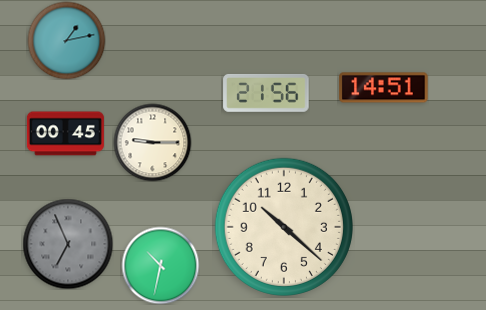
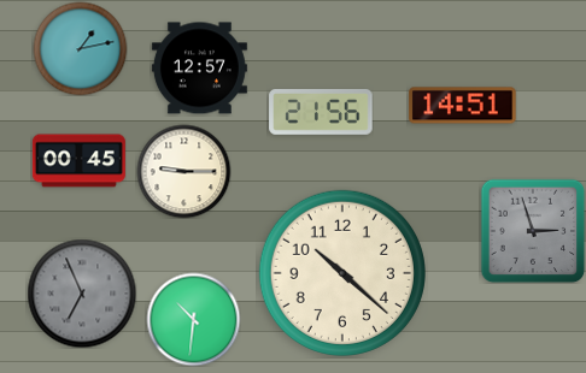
clock at (199, 69): none -> 12:57
clock at (533, 231): none -> 2:57
clock at (160, 265): 10:32 -> 10:31
